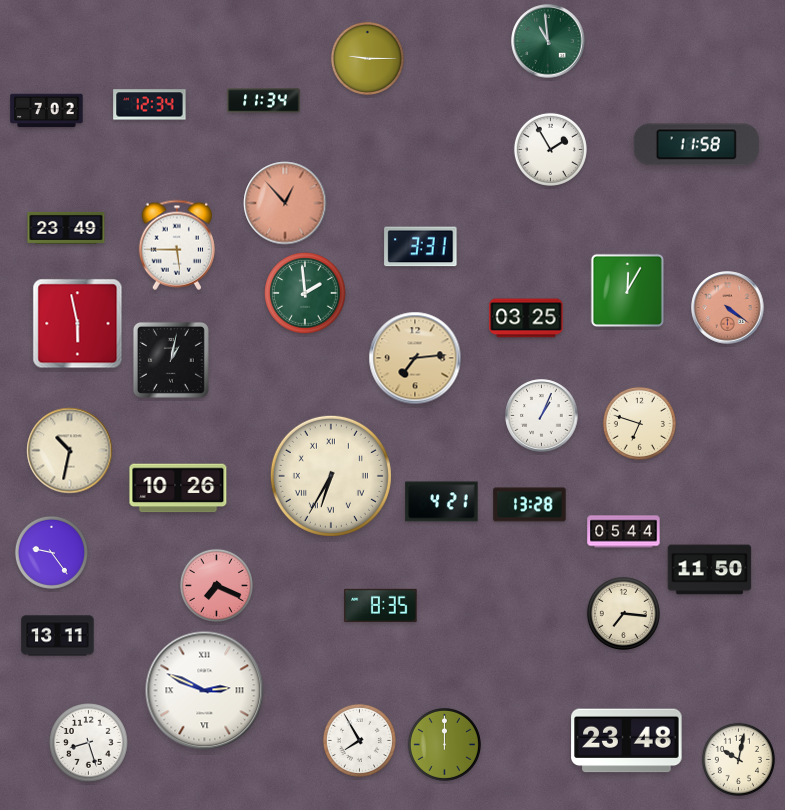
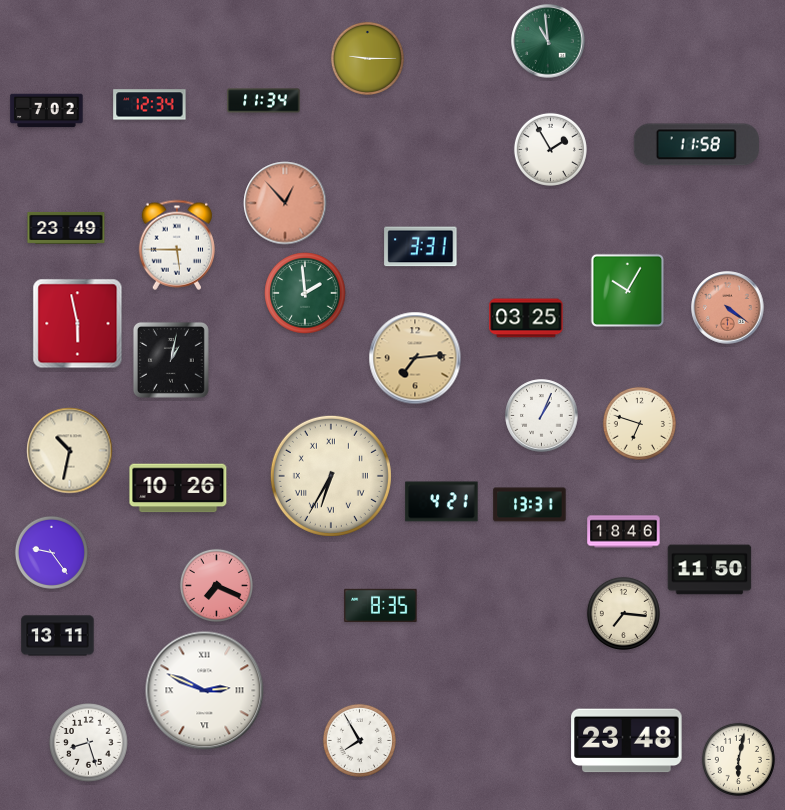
clock at (627, 290): 12:05 -> 10:05
clock at (530, 505): 13:28 -> 13:31
clock at (624, 532): 05:44 -> 18:46
clock at (444, 744): 12:00 -> none
clock at (738, 759): 10:02 -> 6:02
